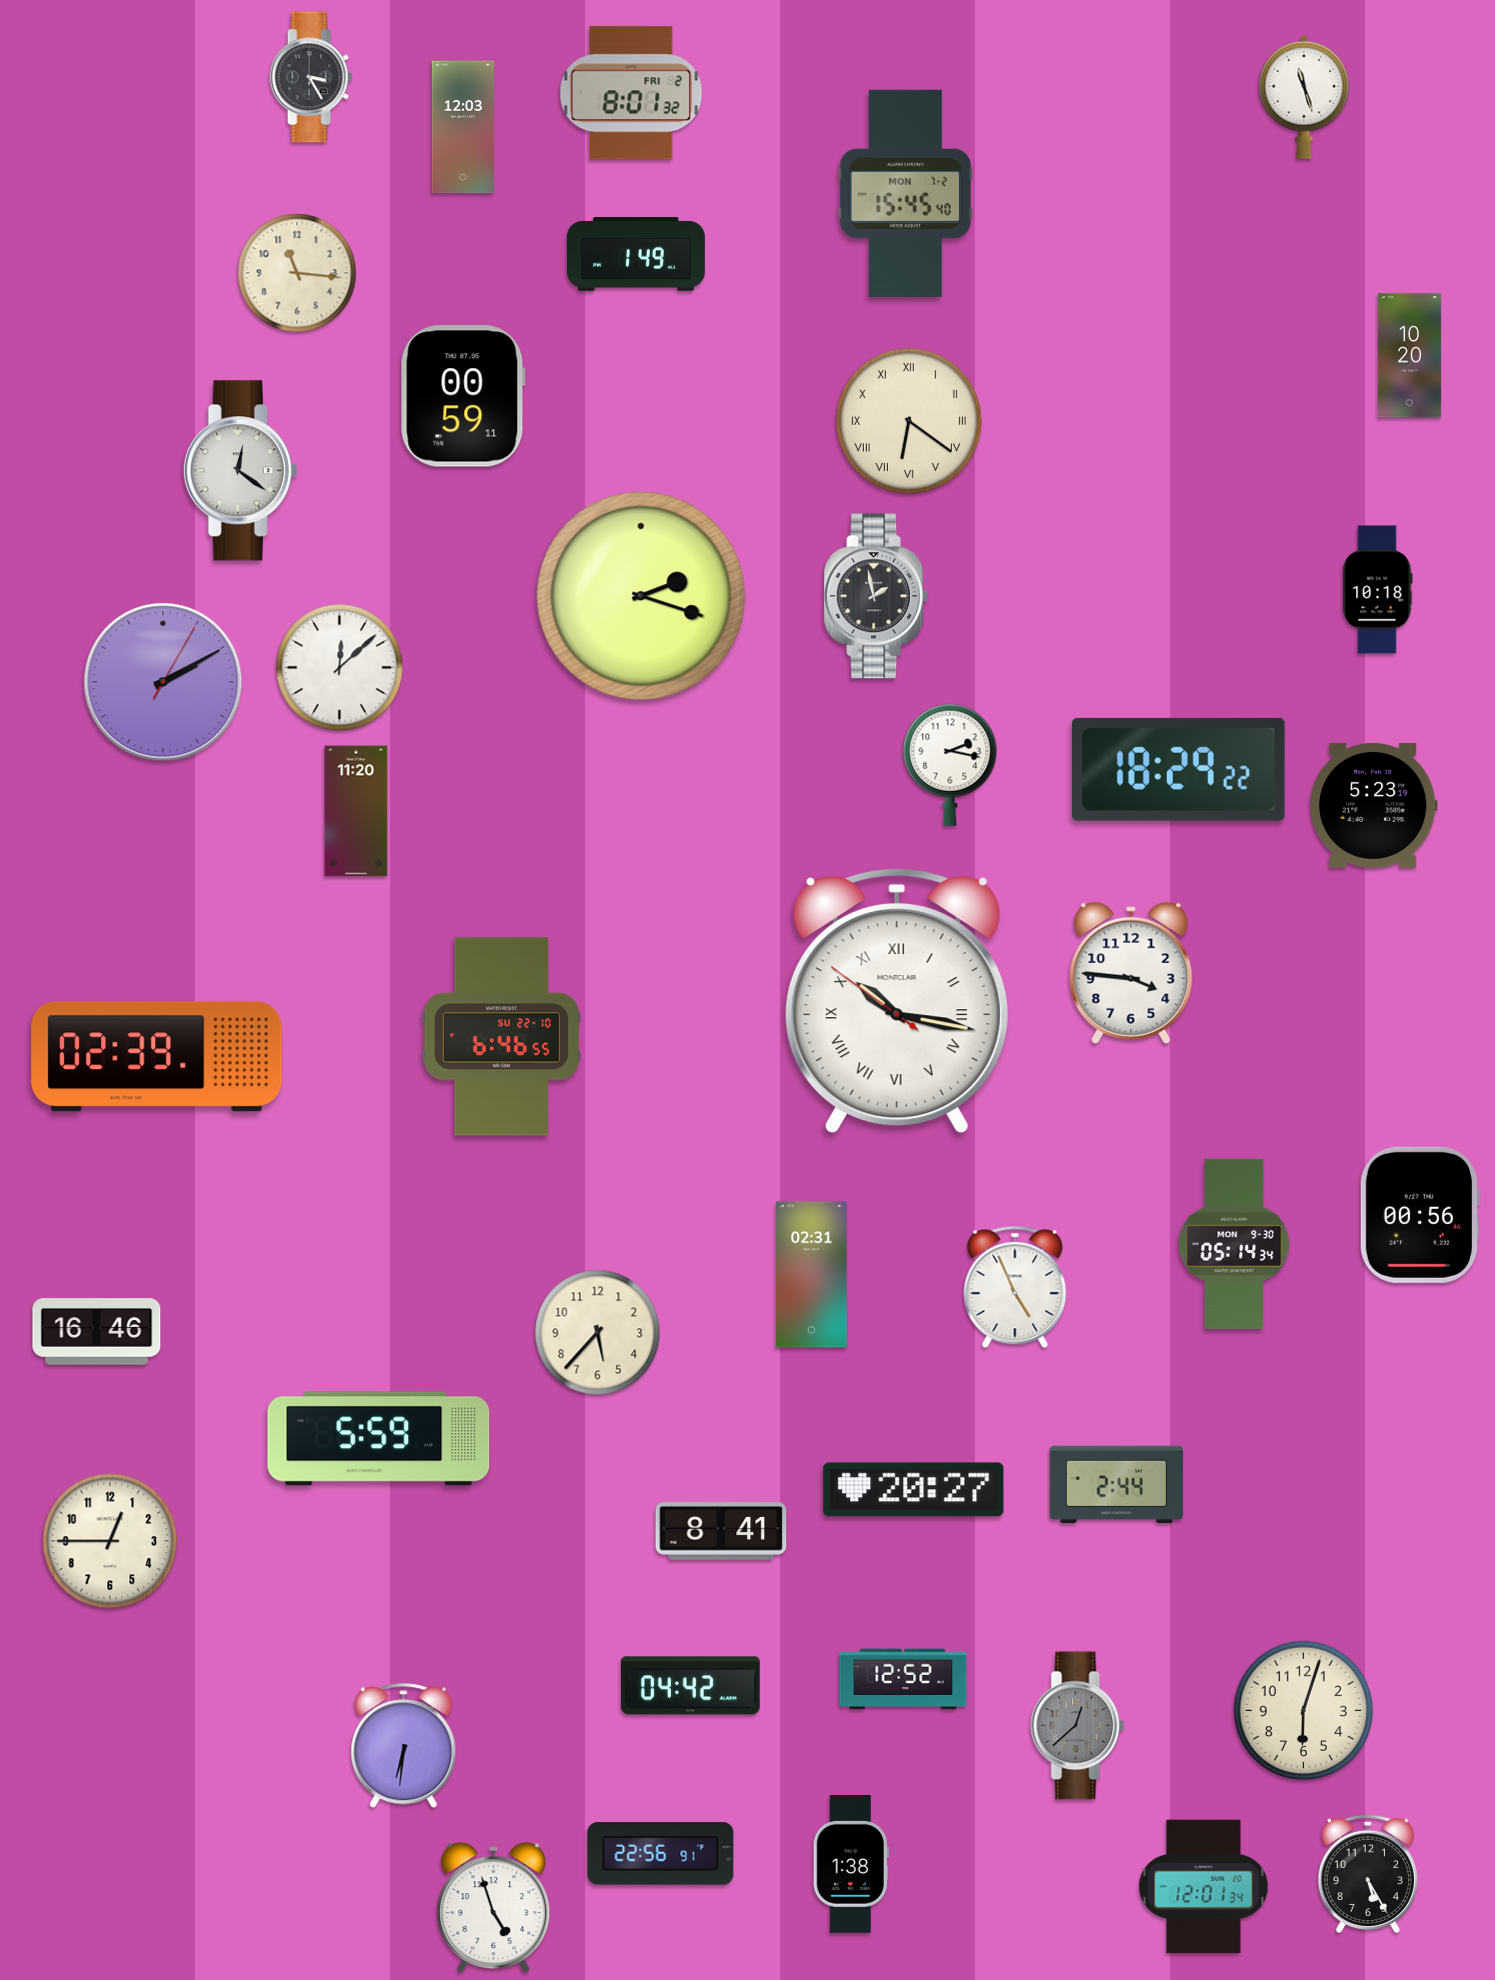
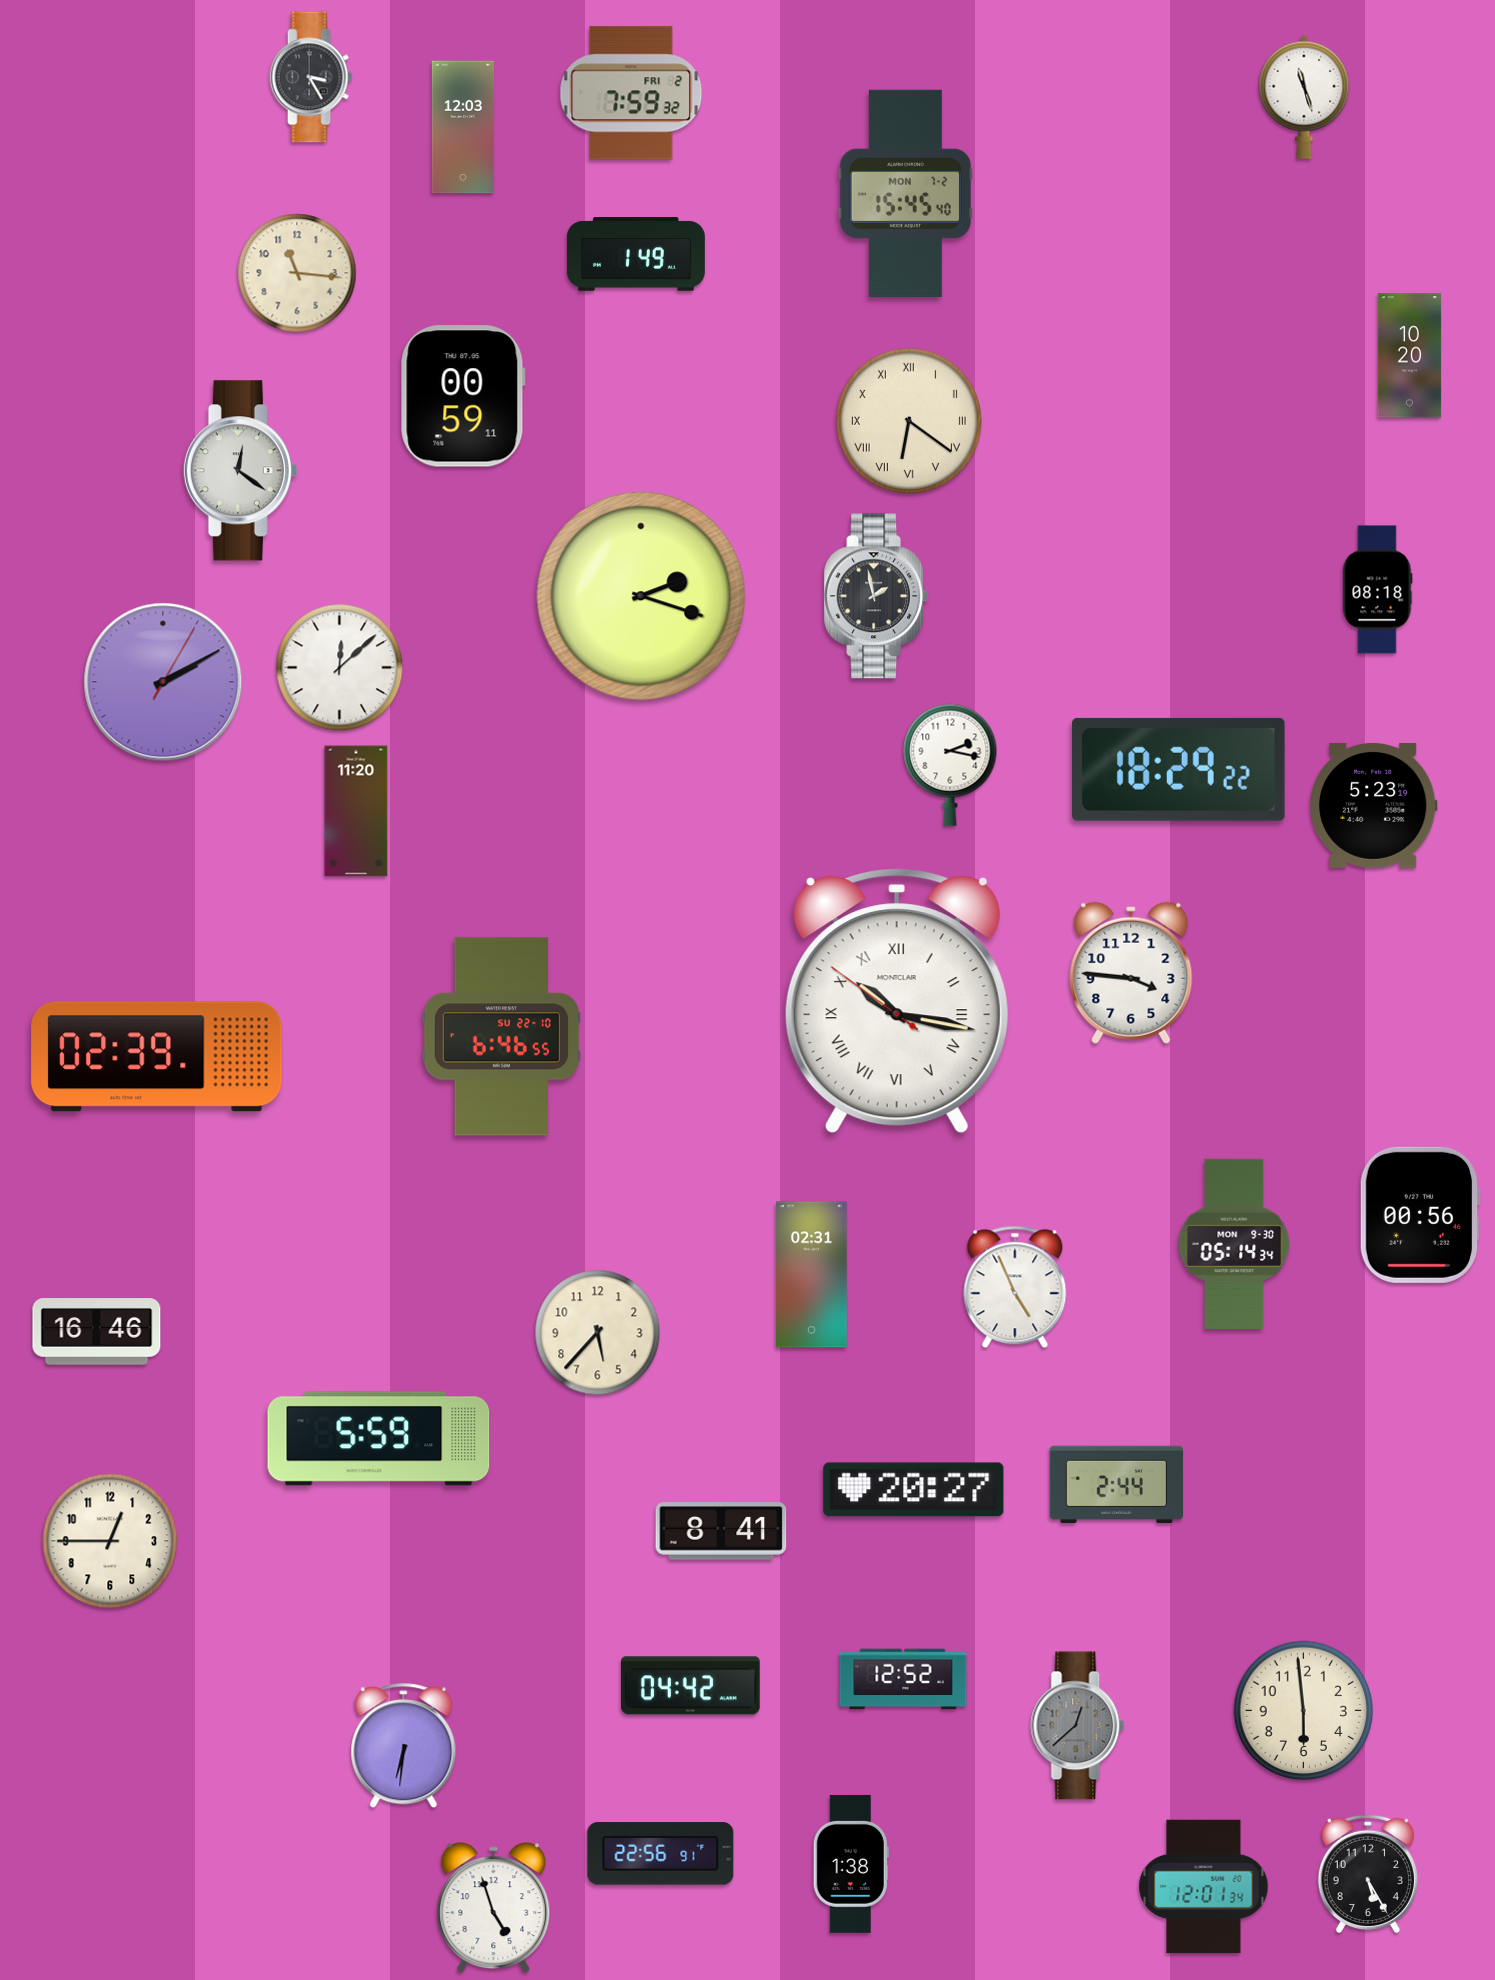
clock at (631, 93): 8:01 -> 7:59
clock at (1378, 590): 10:18 -> 08:18
clock at (1304, 1711): 6:03 -> 5:59
